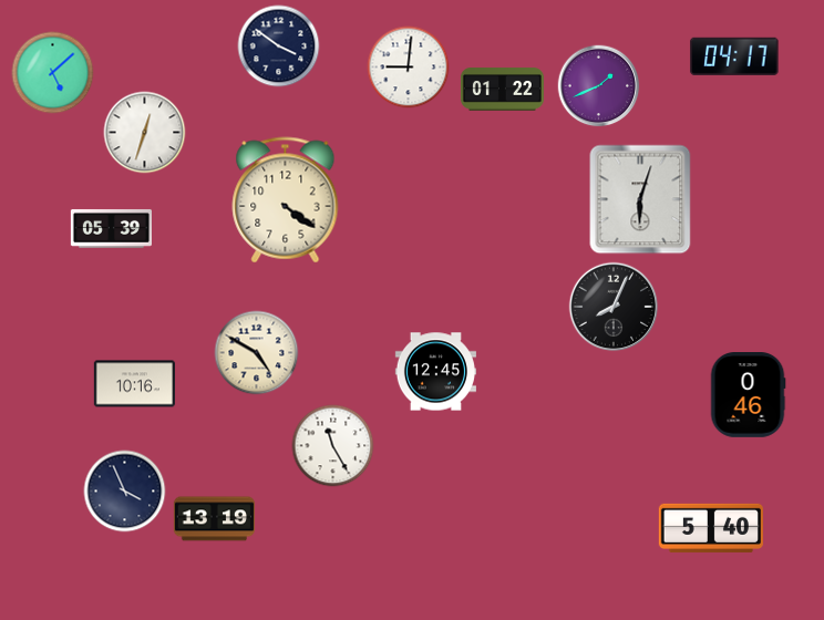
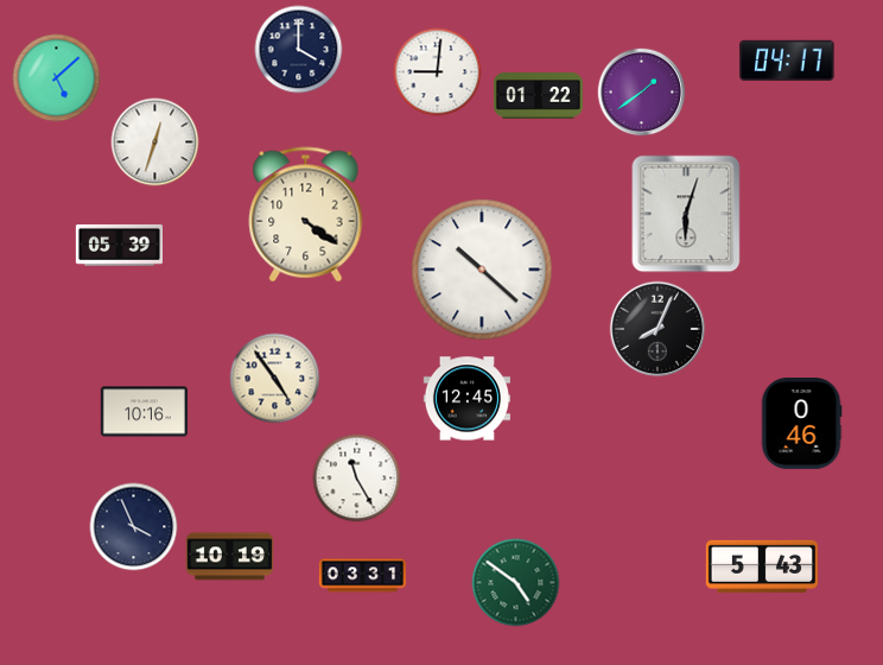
clock at (279, 46): 3:51 -> 4:00
clock at (599, 86): 1:41 -> 1:39
clock at (482, 270): none -> 10:22
clock at (257, 353): 4:50 -> 4:54
clock at (214, 519): 13:19 -> 10:19
clock at (711, 528): 5:40 -> 5:43
clock at (362, 576): none -> 03:31
clock at (516, 583): none -> 4:51
